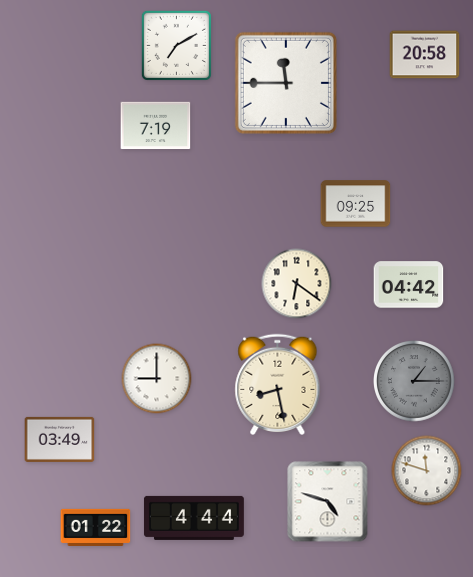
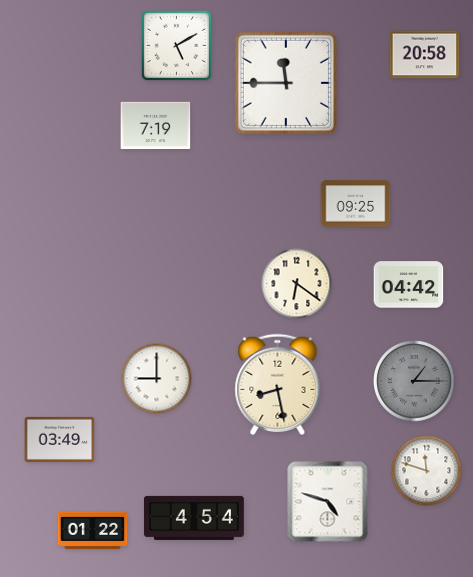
clock at (176, 45): 7:10 -> 5:10
clock at (194, 518): 4:44 -> 4:54
clock at (96, 527) position: (96, 527) -> (93, 530)
